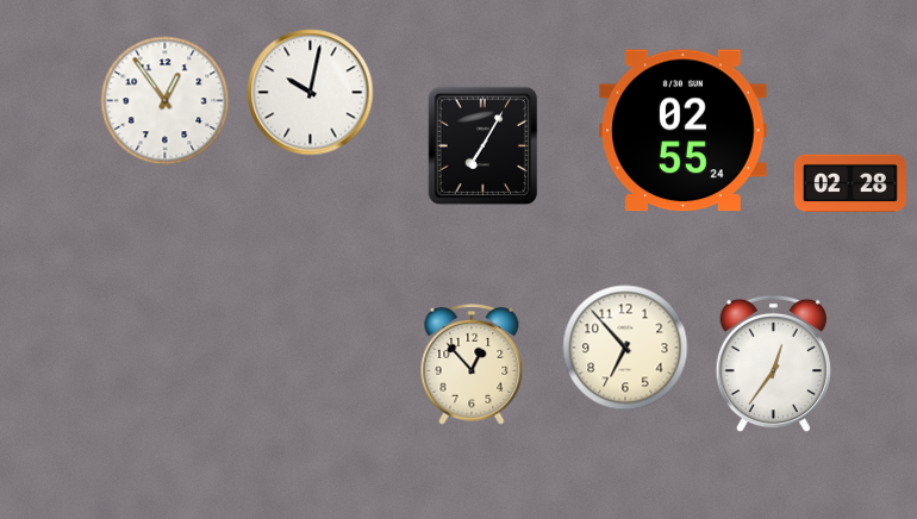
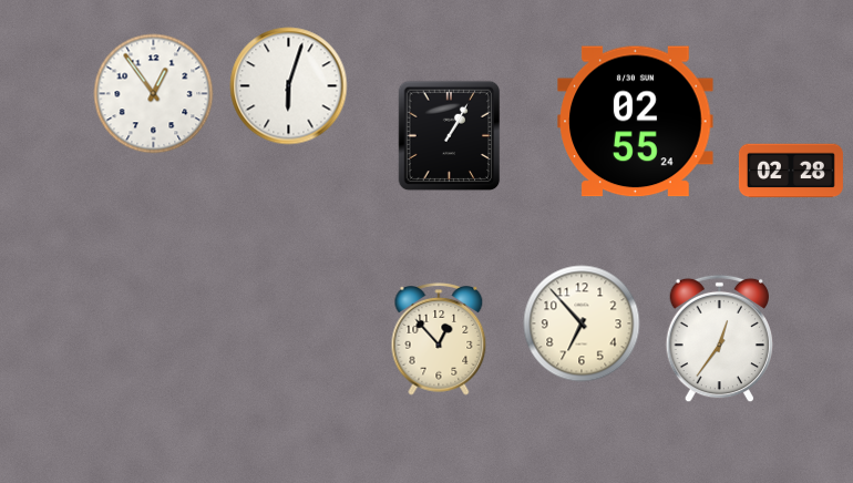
clock at (311, 93): 10:02 -> 6:03
clock at (484, 146): 7:05 -> 1:05
